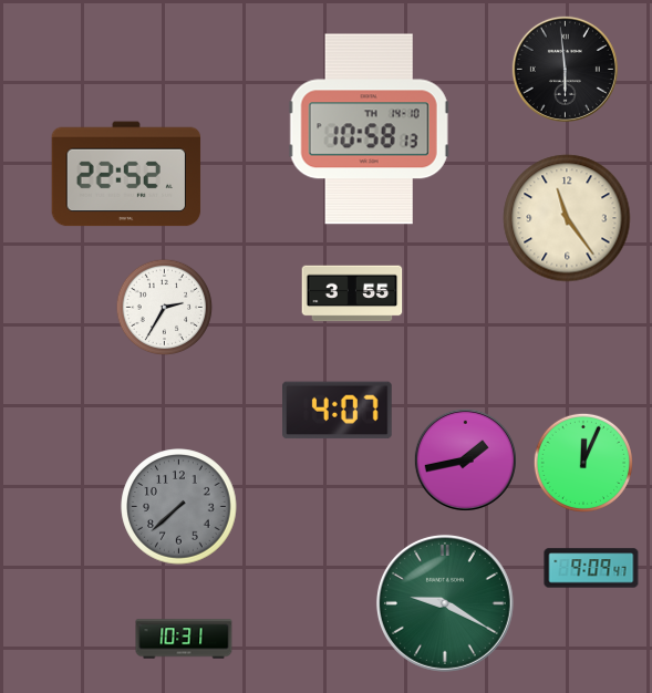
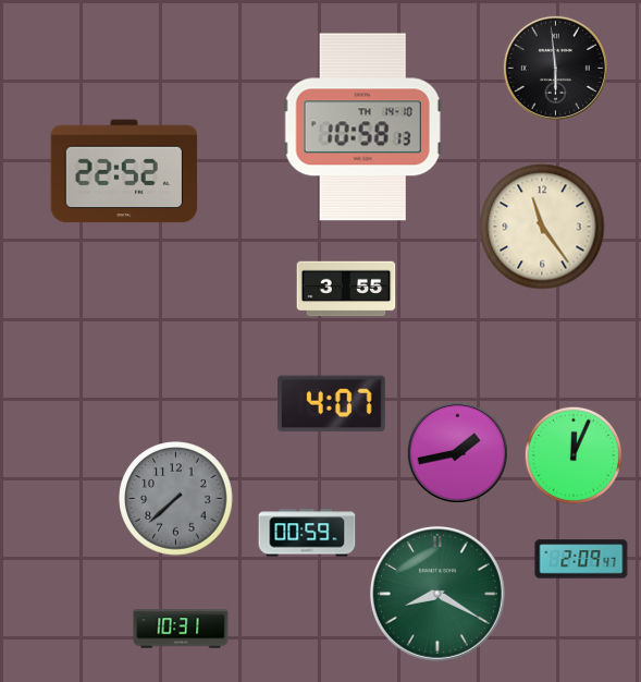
clock at (567, 218) position: (567, 218) -> (542, 227)
clock at (165, 308): 2:35 -> none
clock at (307, 533): none -> 00:59
clock at (591, 568): 9:09 -> 2:09
clock at (445, 603): 9:20 -> 8:20
